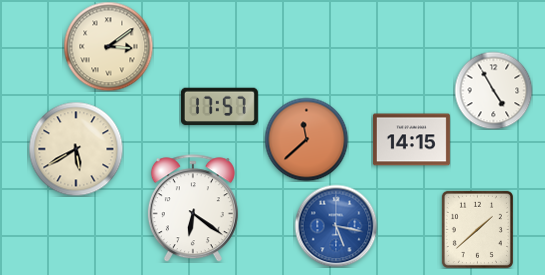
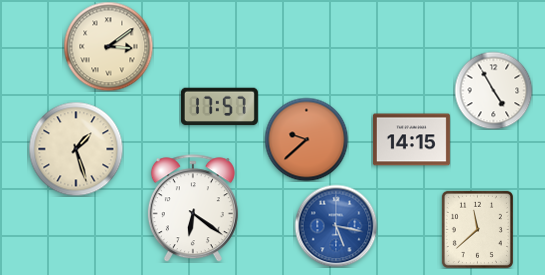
clock at (306, 139): 11:38 -> 9:38
clock at (76, 149): 5:40 -> 1:27
clock at (477, 229): 1:38 -> 11:38
